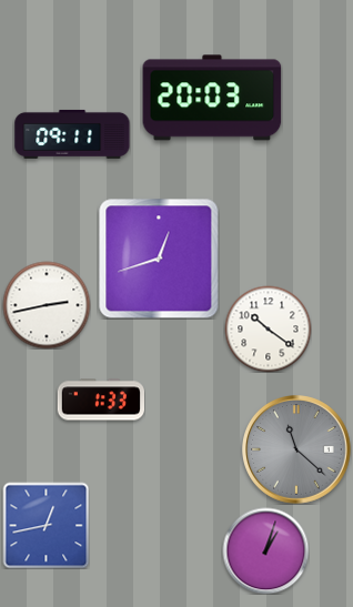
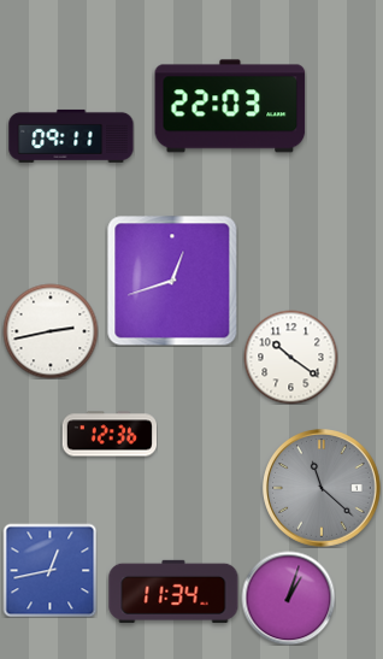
clock at (212, 98): 20:03 -> 22:03
clock at (72, 134) position: (72, 134) -> (71, 136)
clock at (100, 399): 1:33 -> 12:36
clock at (173, 592): none -> 11:34
